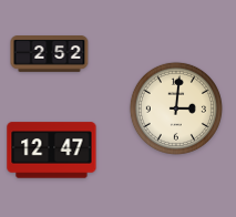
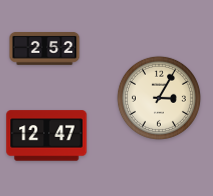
clock at (176, 108): 3:01 -> 3:05
